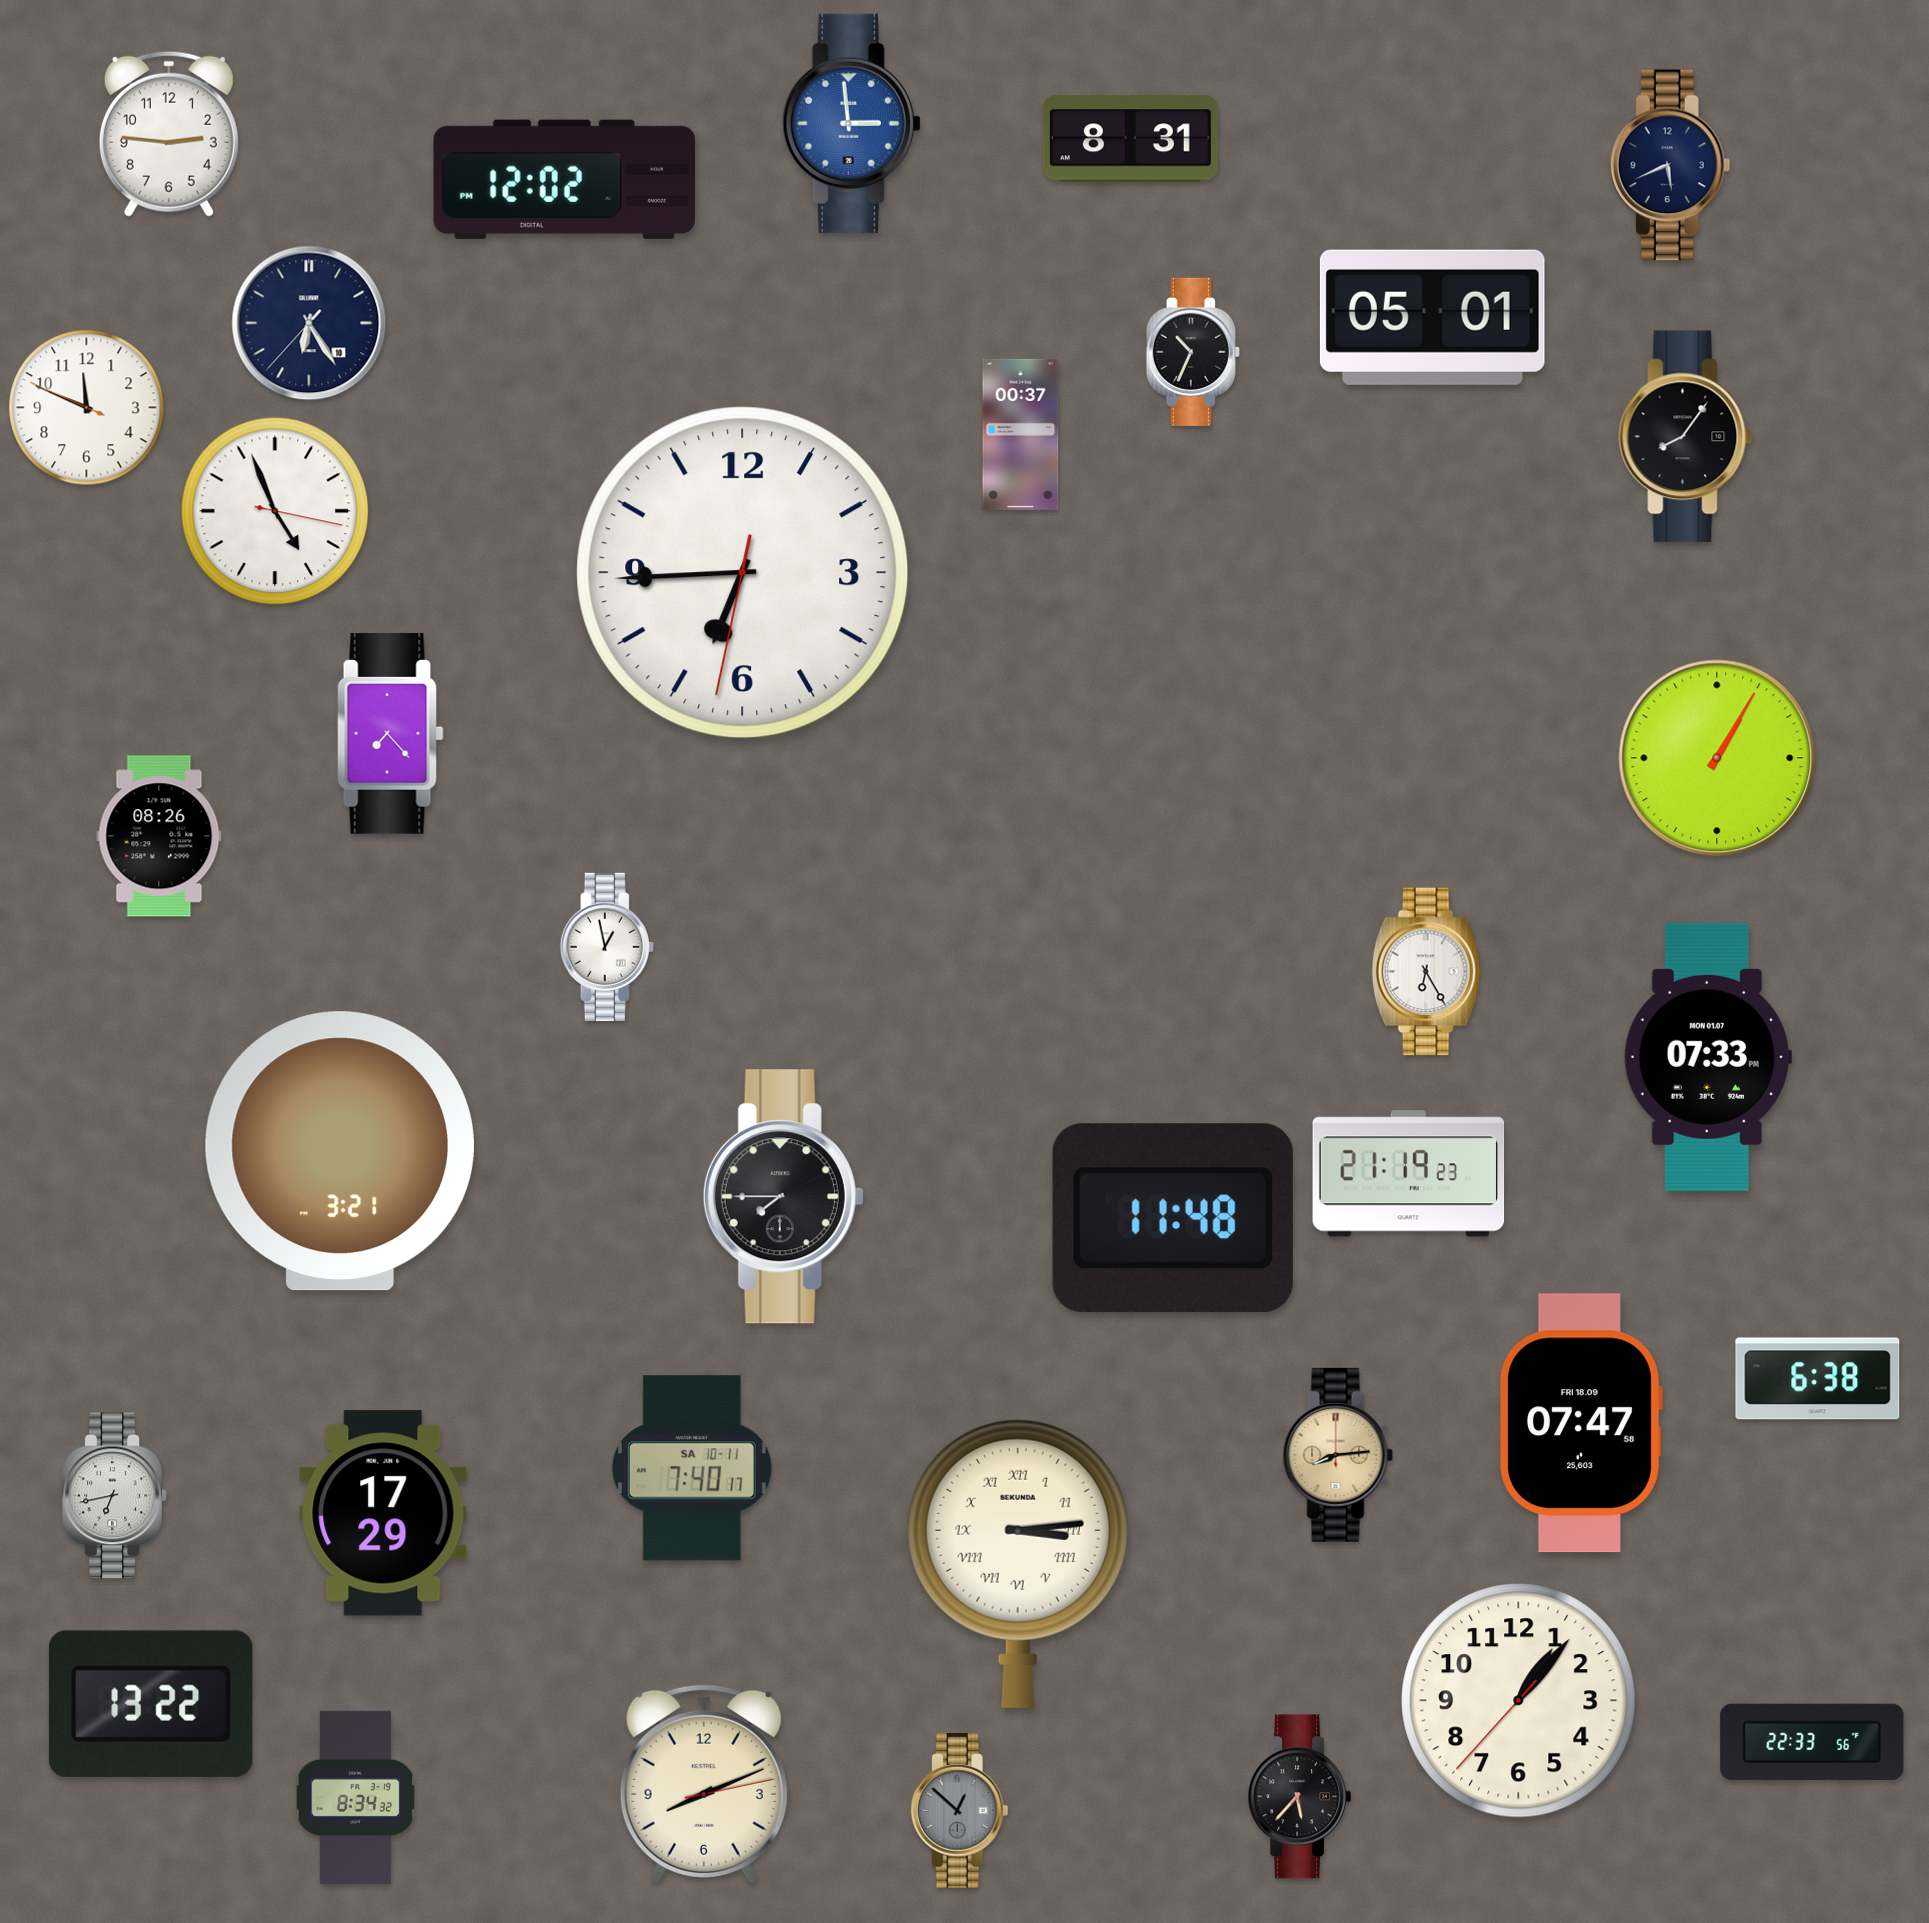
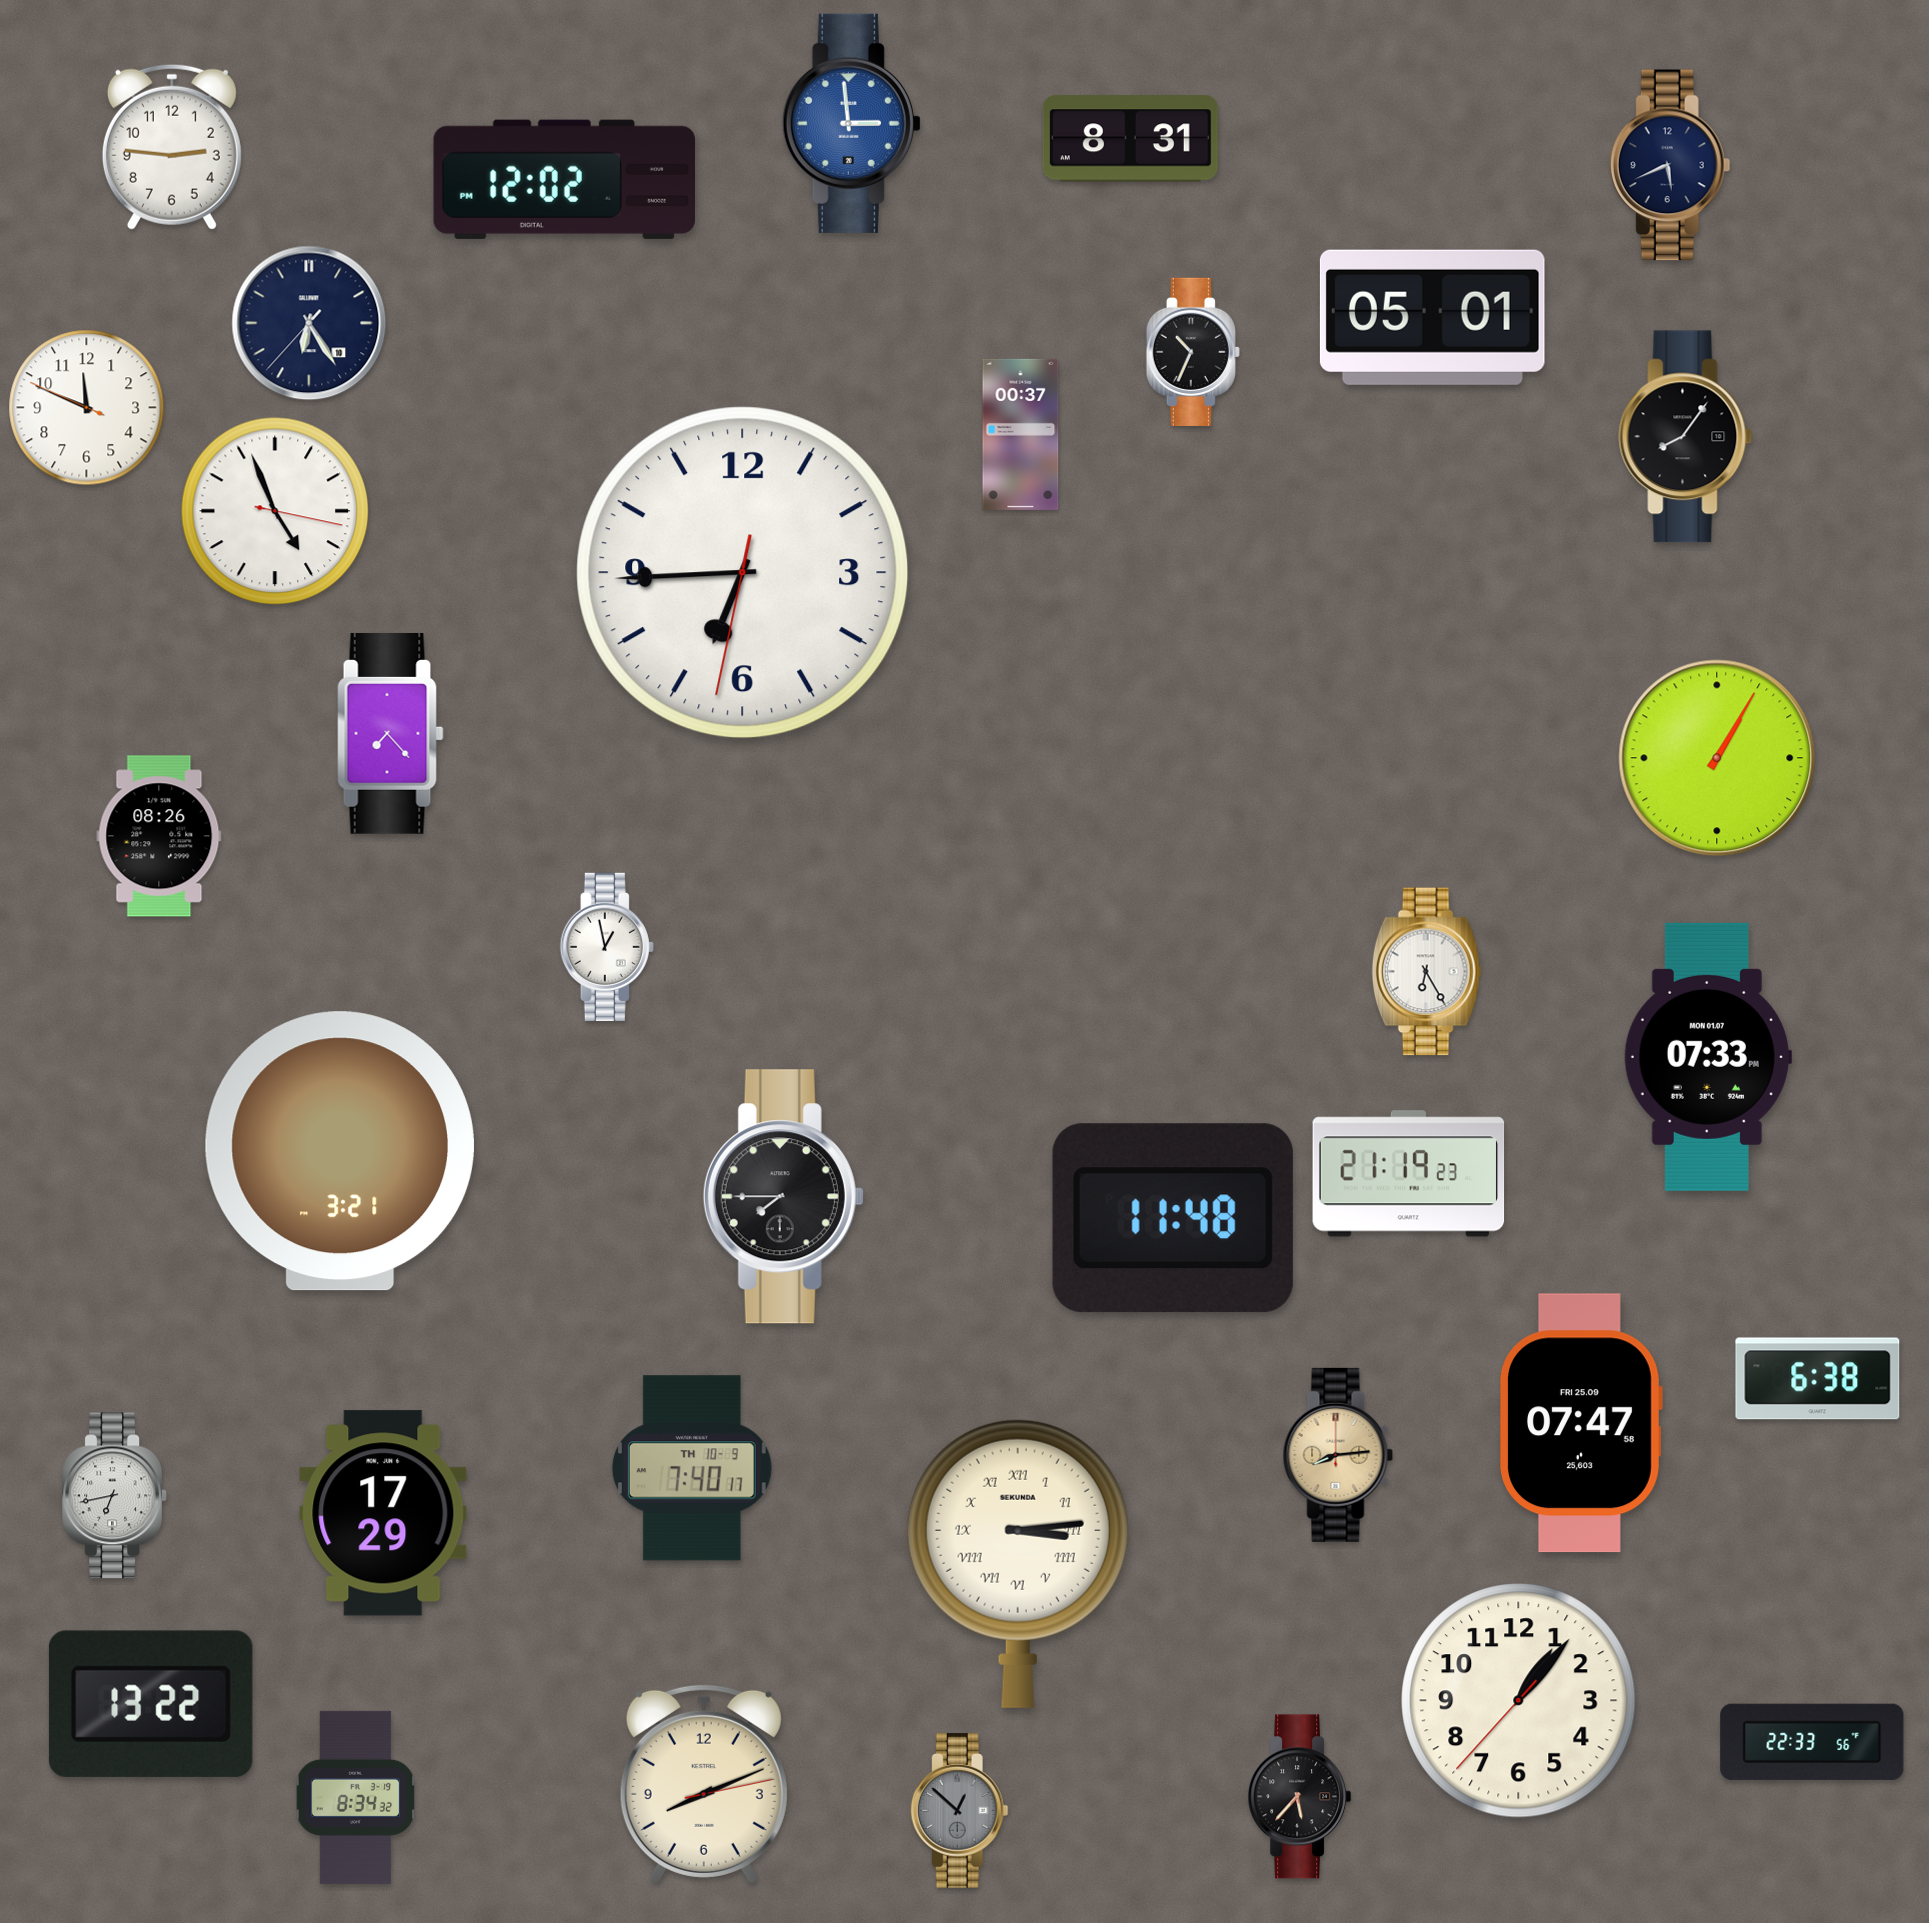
clock at (169, 134) position: (169, 134) -> (172, 147)
clock at (1581, 1423) date: FRI 18.09 -> FRI 25.09
clock at (692, 1468) date: SA 10-11 -> TH 10-9
